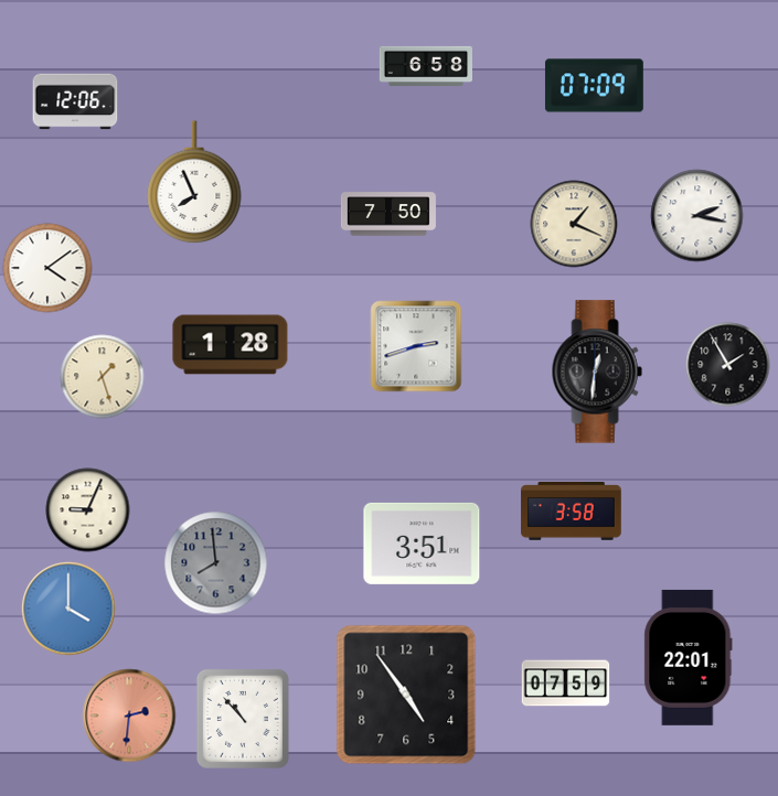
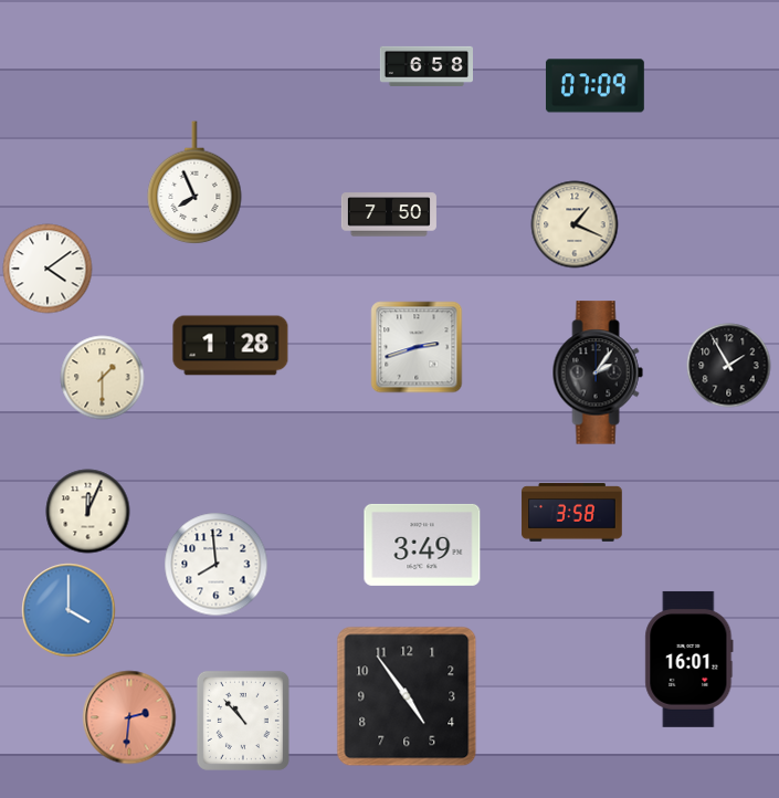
clock at (75, 101): 12:06 -> none
clock at (697, 216): 2:17 -> none
clock at (597, 372): 12:31 -> 2:06
clock at (103, 377): 1:27 -> 1:30
clock at (88, 510): 9:04 -> 12:04
clock at (422, 544): 3:51 -> 3:49
clock at (216, 563) dial: grey -> white
clock at (689, 657): 22:01 -> 16:01
clock at (566, 684): 07:59 -> none
